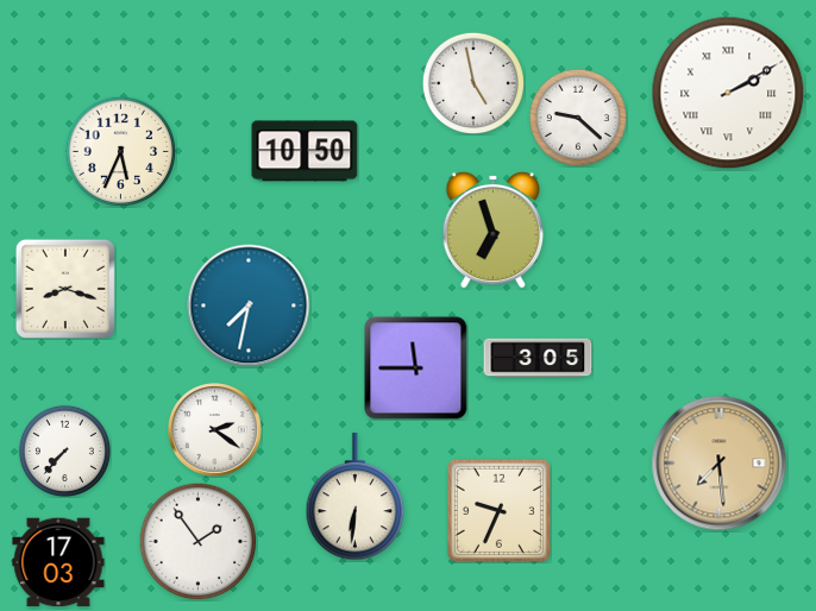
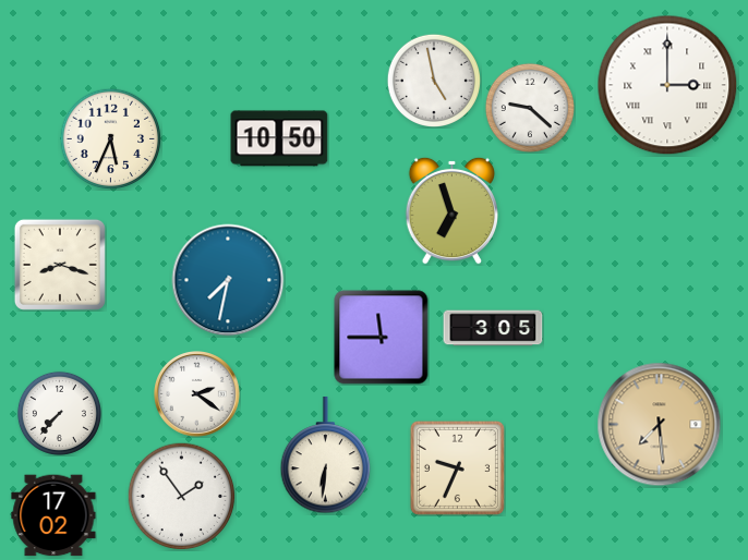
clock at (472, 82) position: (472, 82) -> (433, 80)
clock at (728, 93): 2:10 -> 3:00
clock at (58, 562): 17:03 -> 17:02
